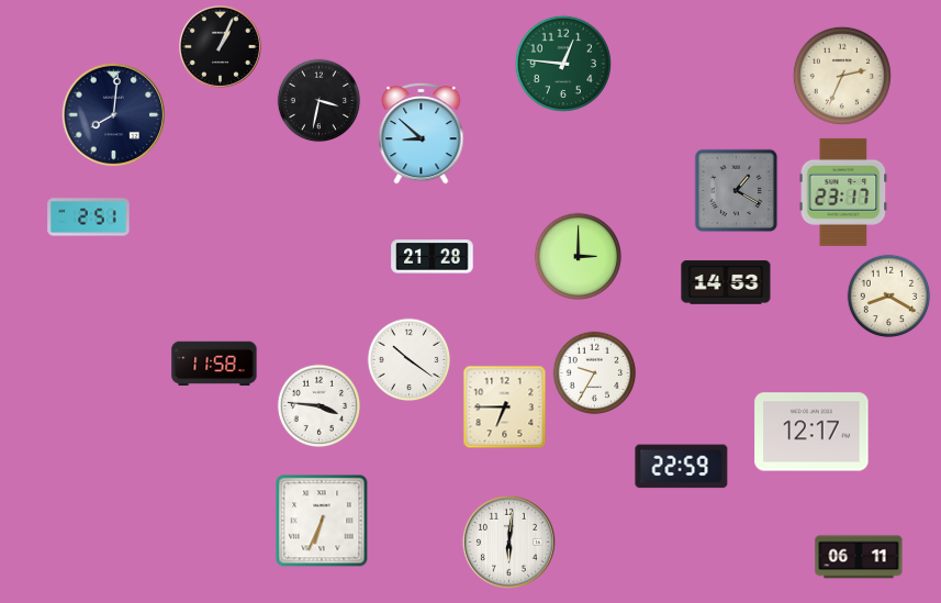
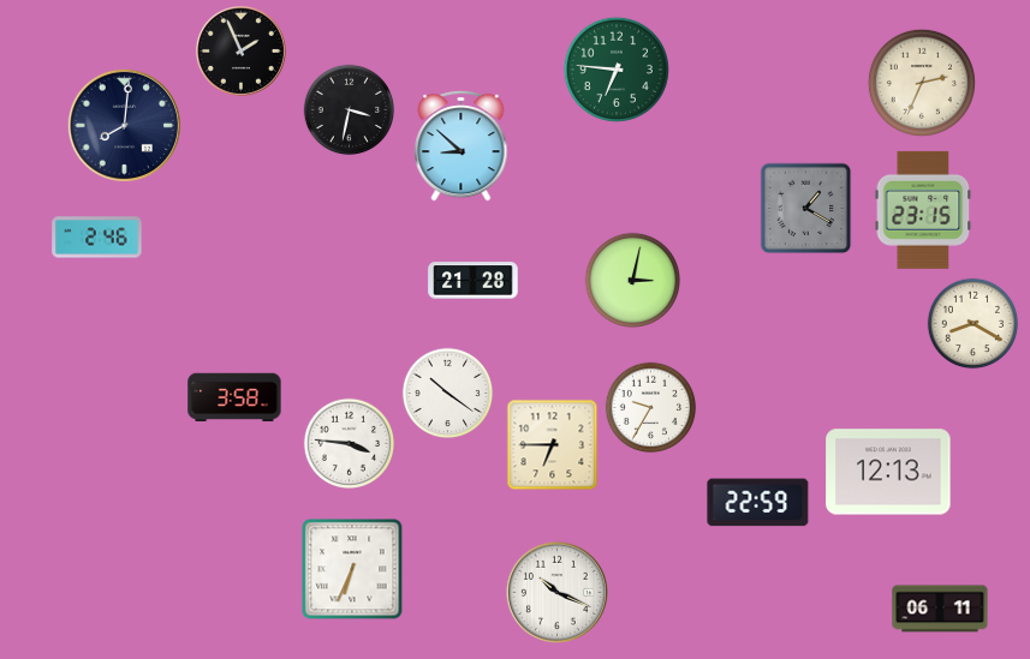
clock at (220, 46): 1:04 -> 1:56
clock at (563, 64): 12:46 -> 6:46
clock at (843, 192): 23:17 -> 23:15
clock at (89, 217): 2:51 -> 2:46
clock at (579, 257): 3:00 -> 3:02
clock at (726, 282): 14:53 -> none
clock at (214, 364): 11:58 -> 3:58
clock at (811, 432): 12:17 -> 12:13
clock at (682, 467) position: (682, 467) -> (758, 503)
clock at (508, 541): 6:01 -> 10:19
